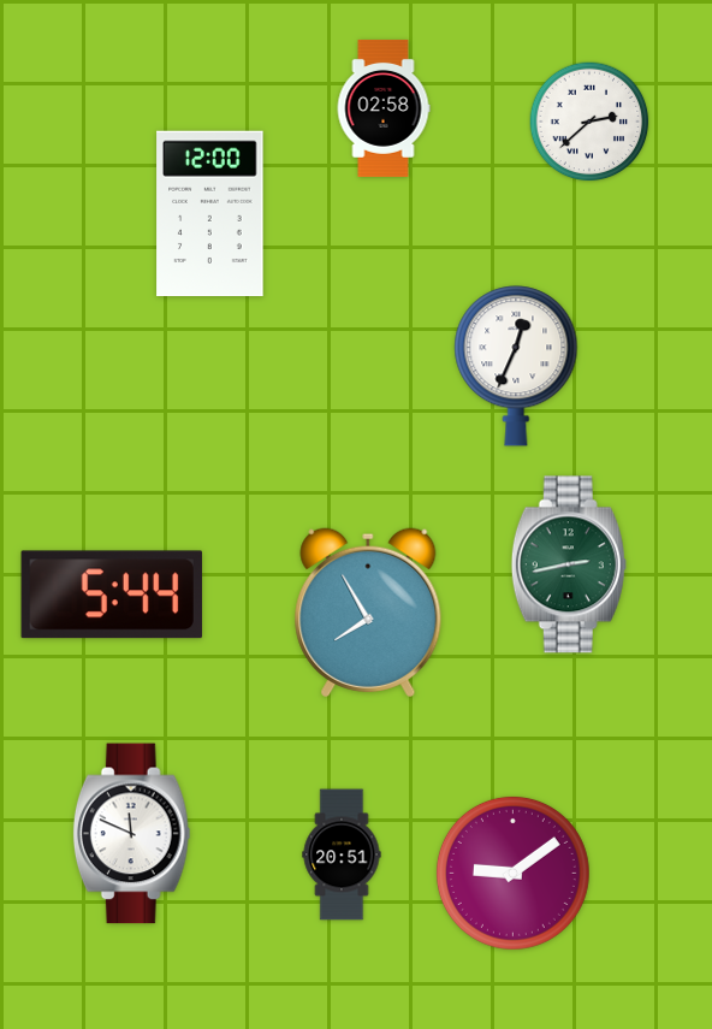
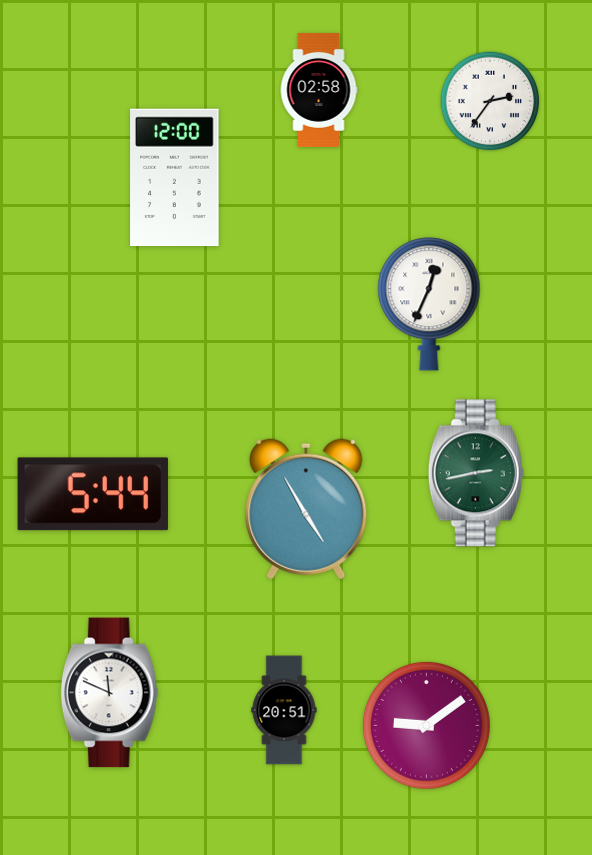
clock at (589, 122): 2:38 -> 2:36
clock at (569, 564) position: (569, 564) -> (476, 473)
clock at (368, 613): 7:55 -> 4:55
